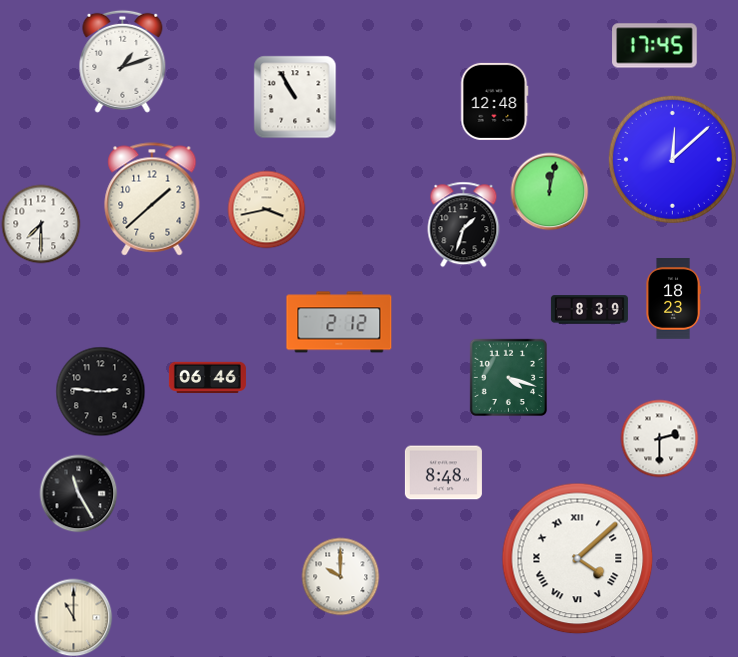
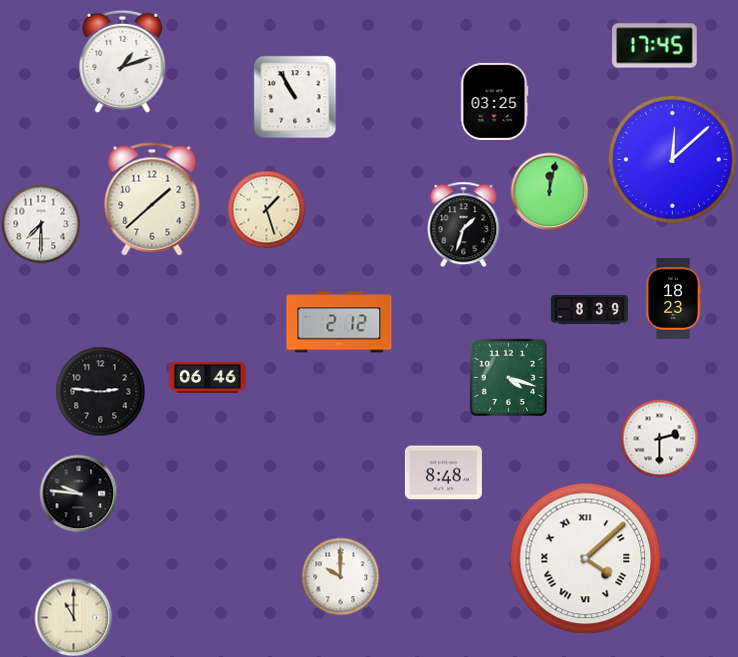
clock at (495, 101): 12:48 -> 03:25
clock at (266, 209): 3:43 -> 1:27
clock at (78, 493): 11:25 -> 9:46
clock at (578, 559) position: (578, 559) -> (586, 559)
